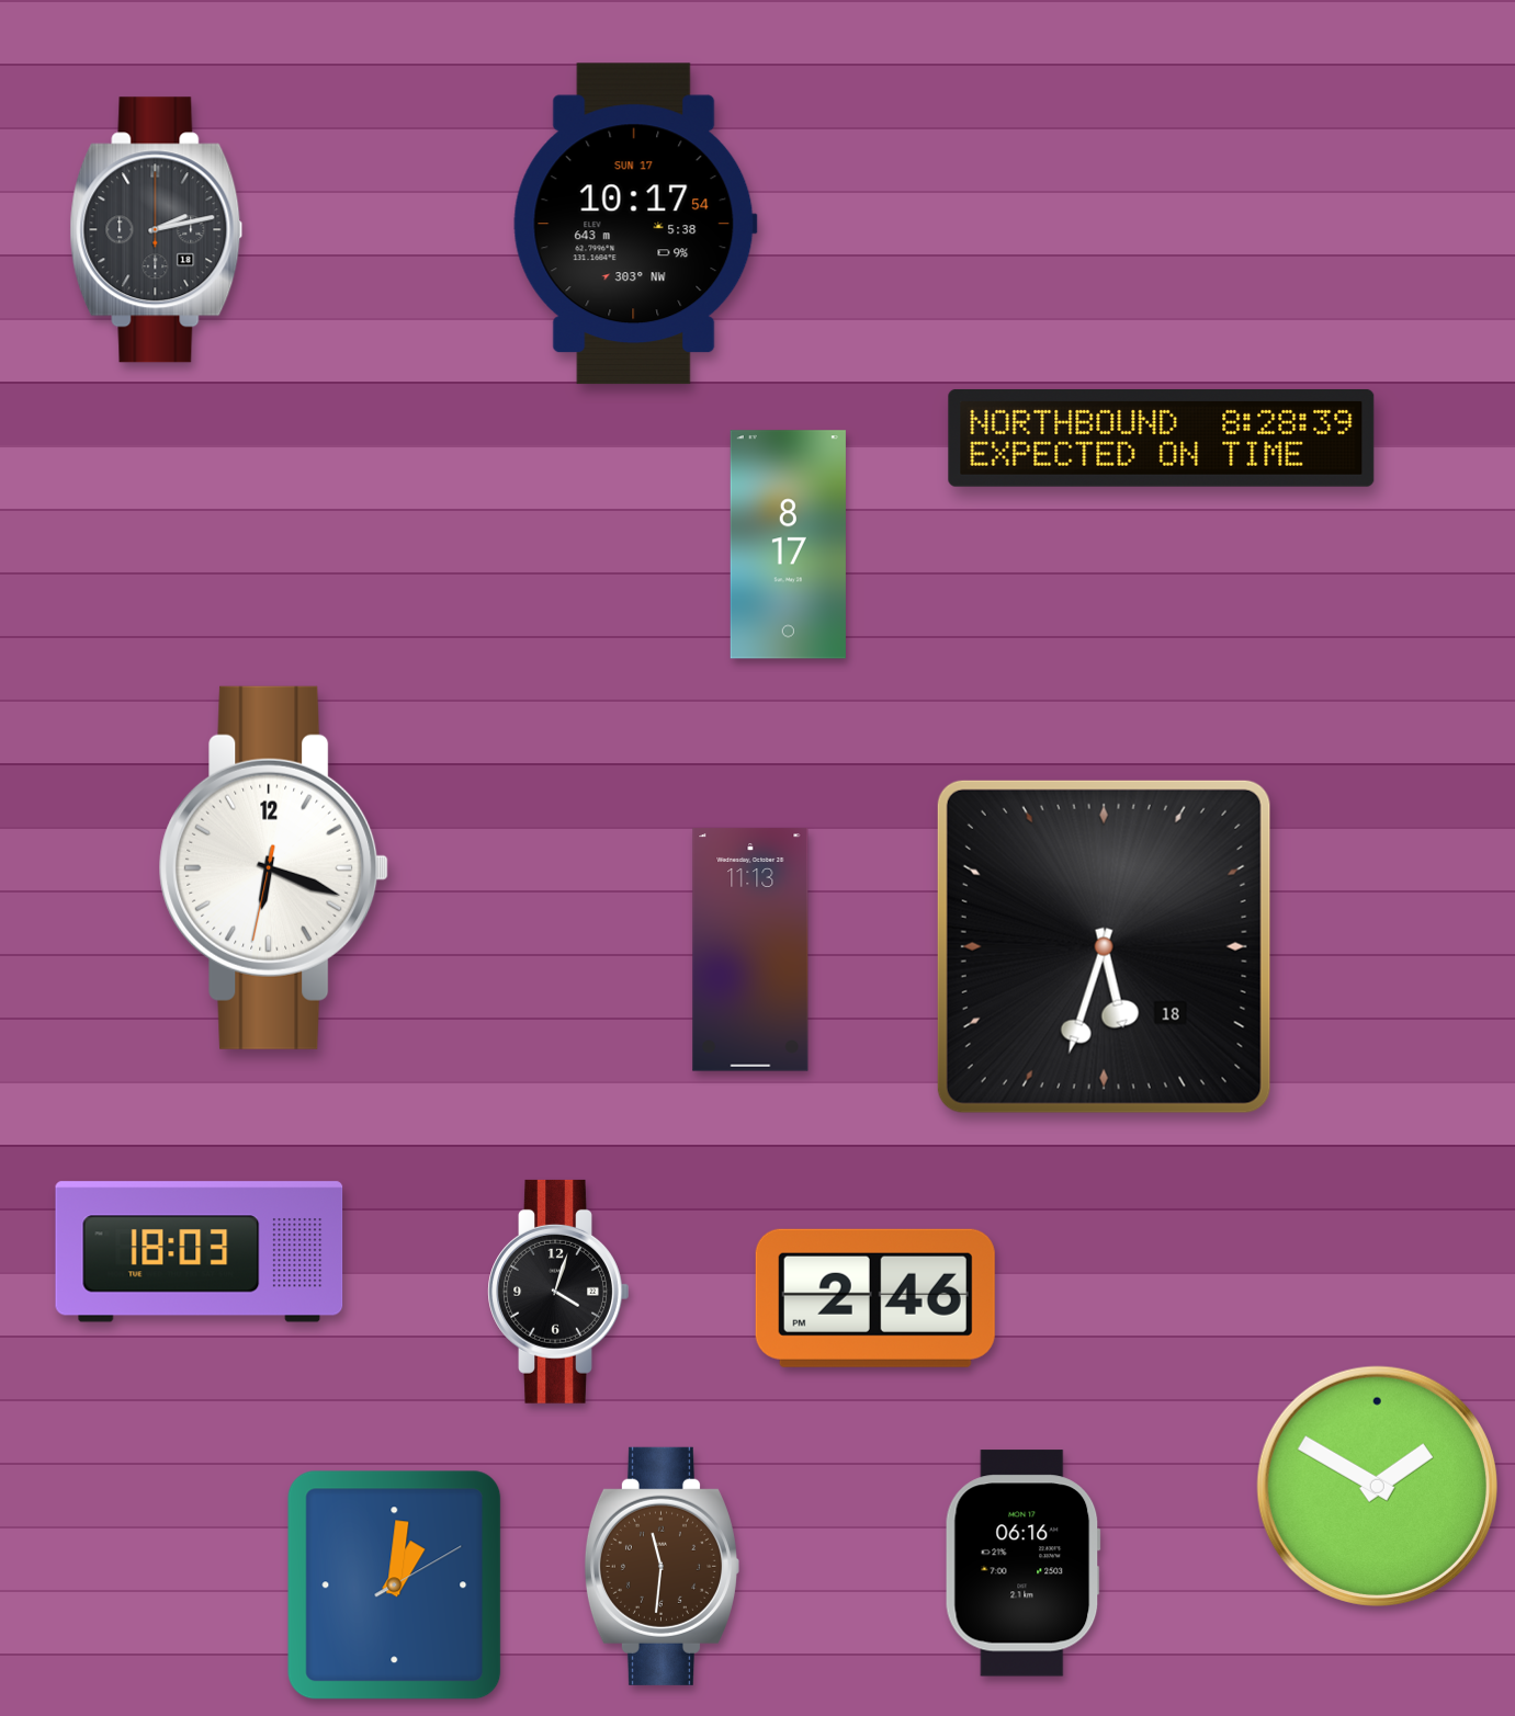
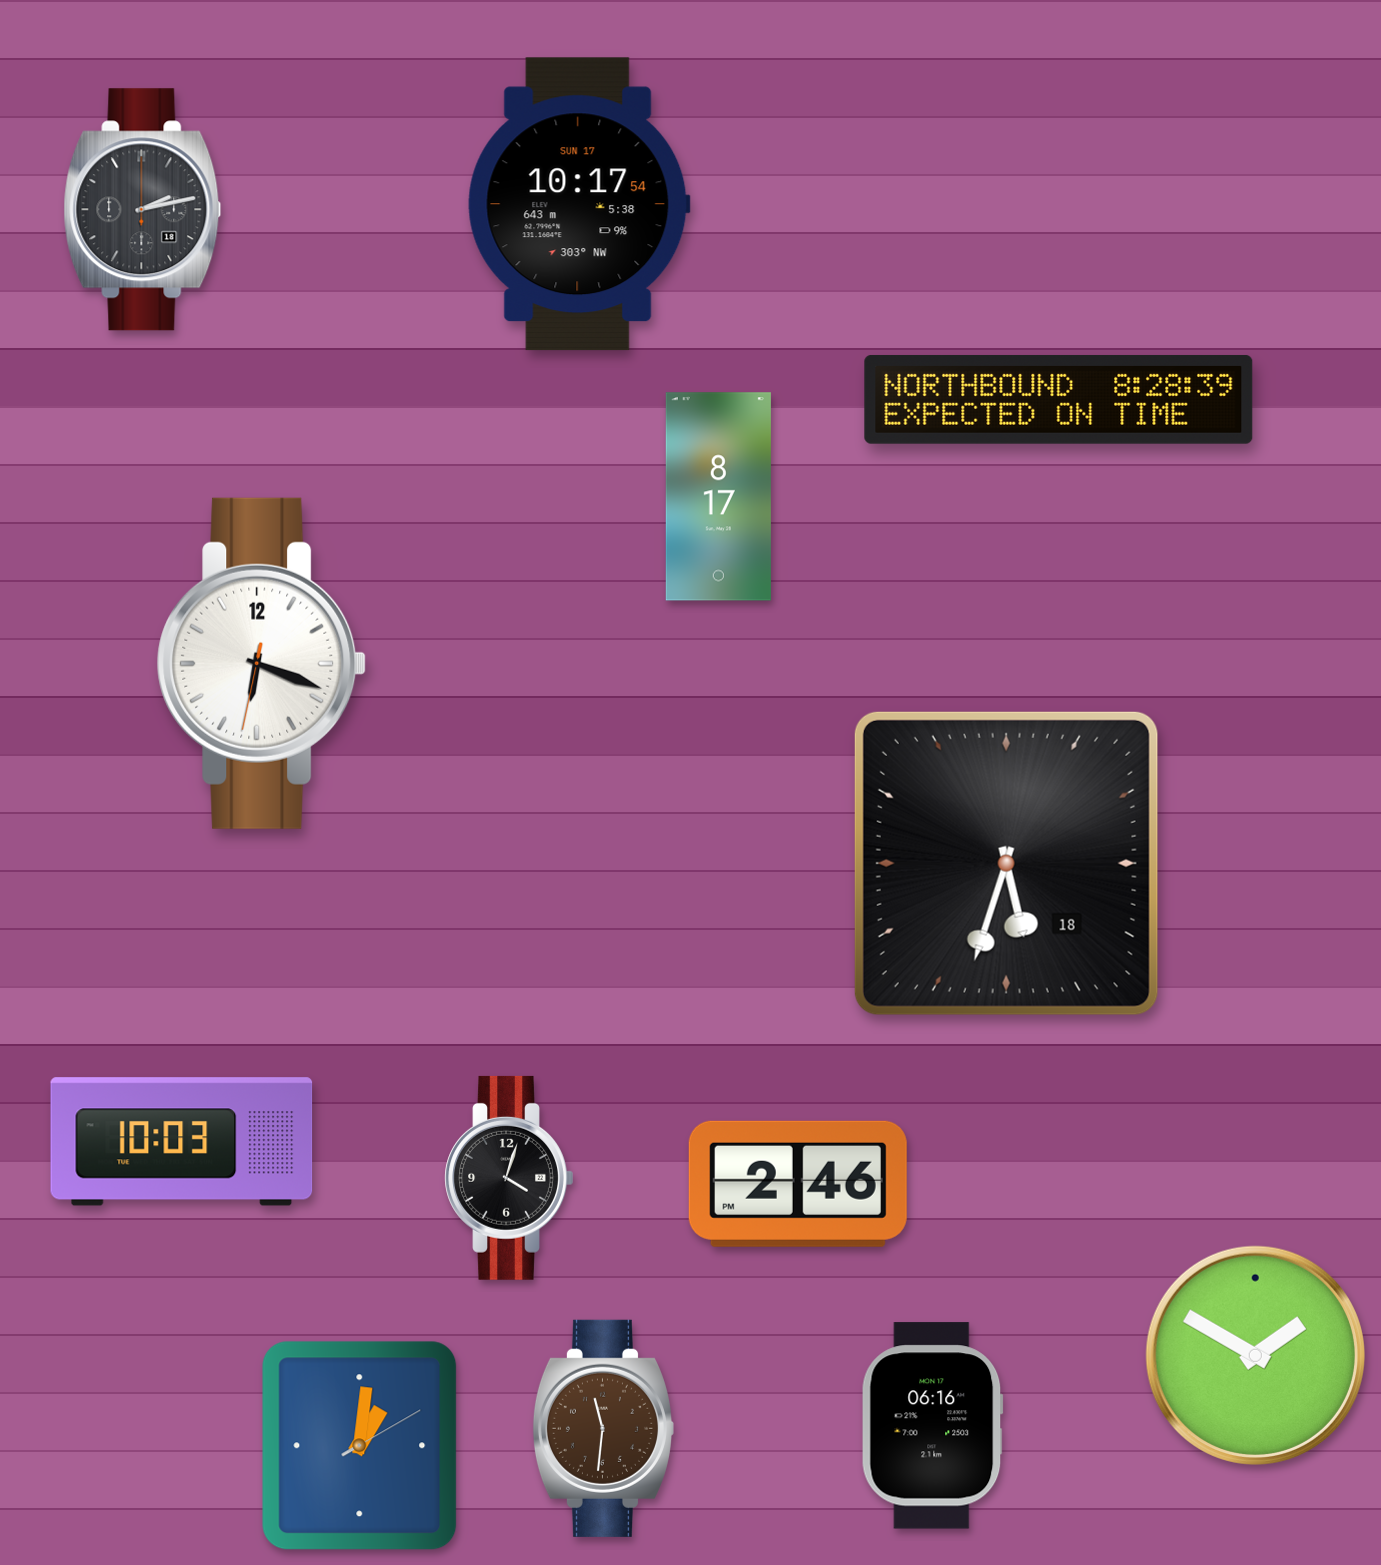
clock at (274, 867) position: (274, 867) -> (262, 663)
clock at (750, 950): 11:13 -> none
clock at (200, 1252): 18:03 -> 10:03
